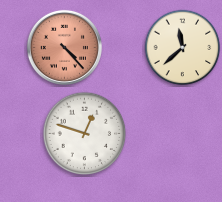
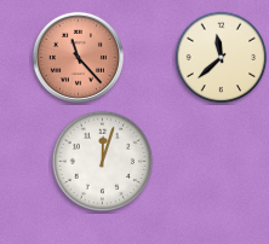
clock at (64, 47): 4:23 -> 11:23
clock at (85, 134): 12:48 -> 12:03
